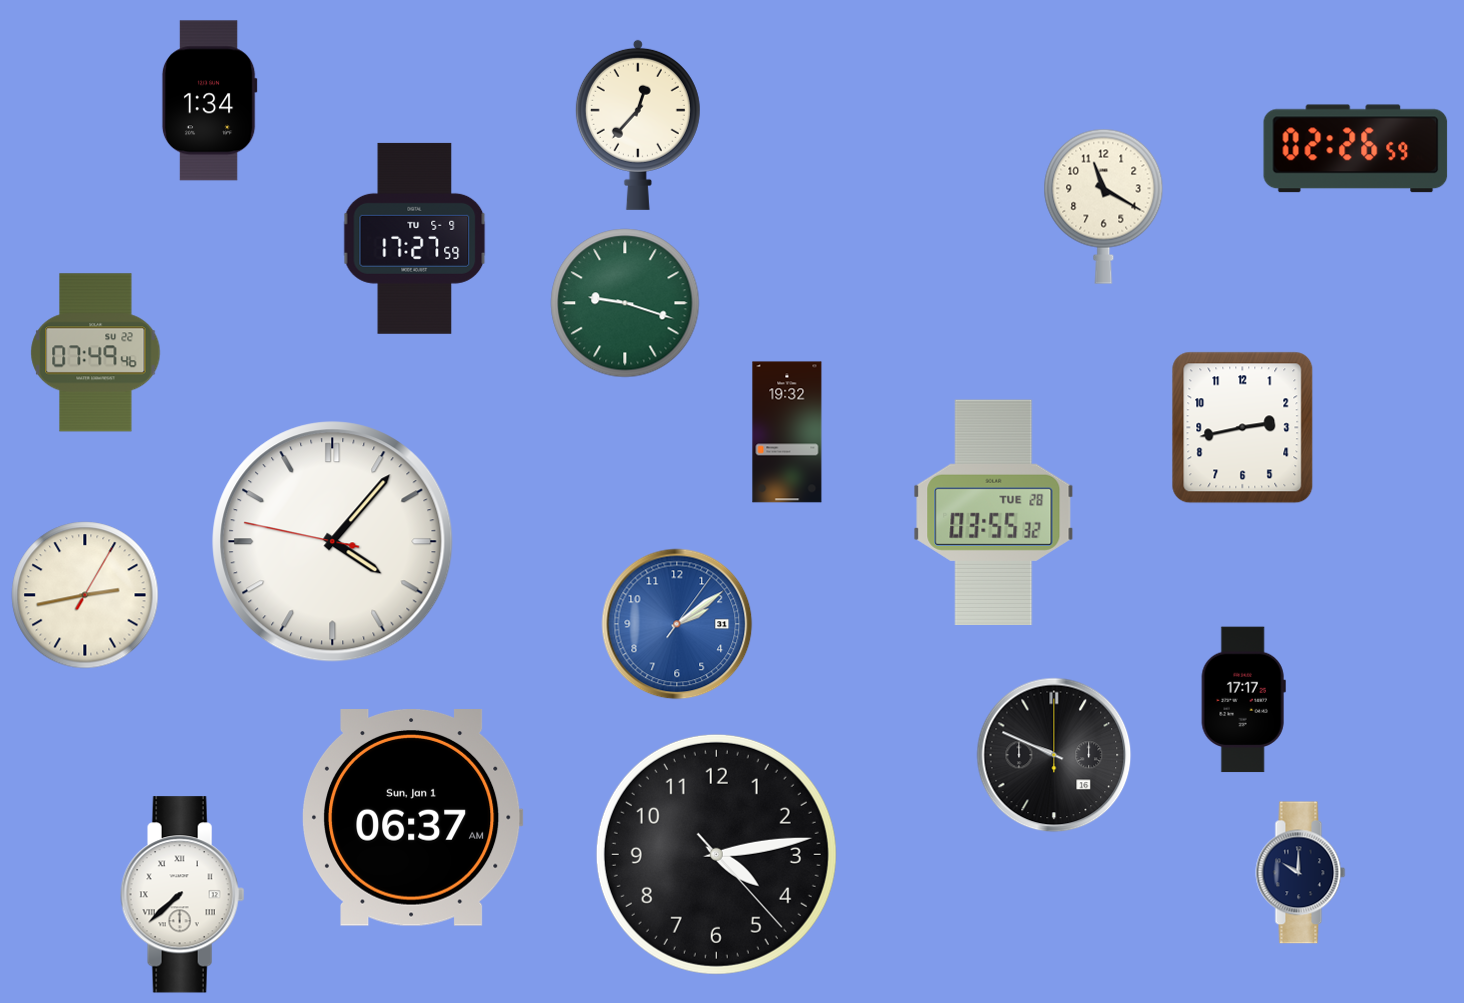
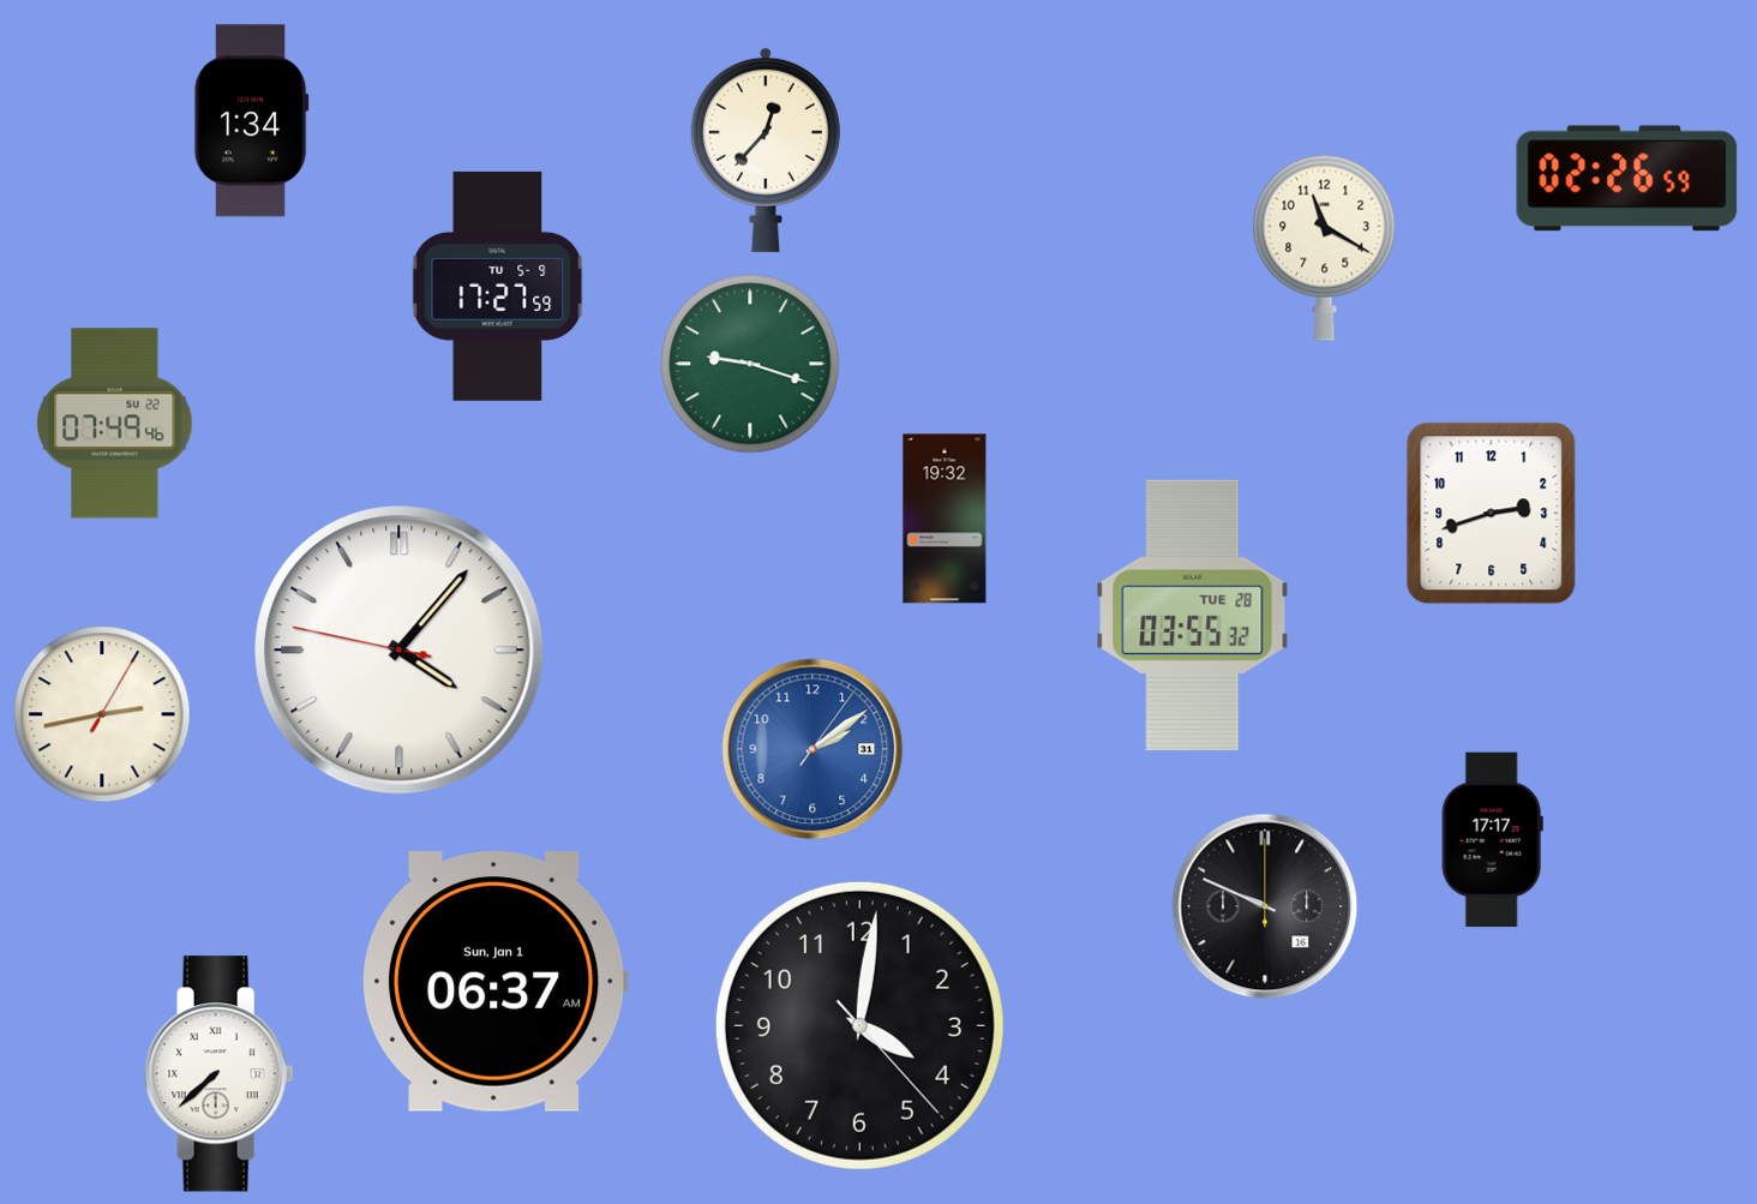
clock at (1243, 428): 2:43 -> 2:42
clock at (716, 854): 4:13 -> 4:01
clock at (1301, 873): 10:00 -> none
